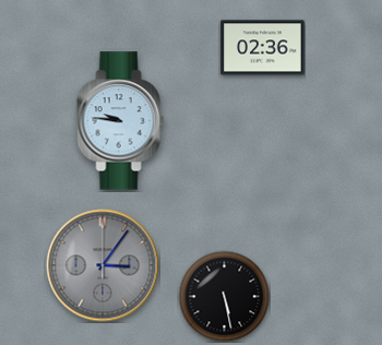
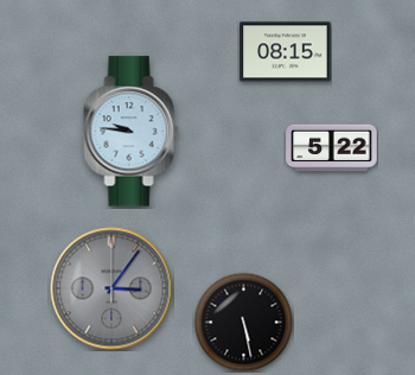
clock at (263, 48): 02:36 -> 08:15
clock at (332, 148): none -> 5:22
